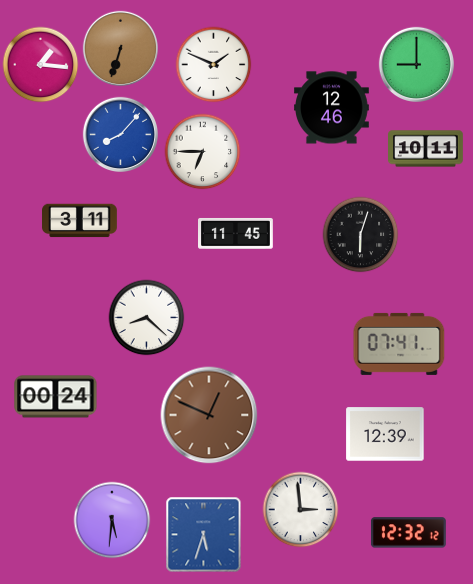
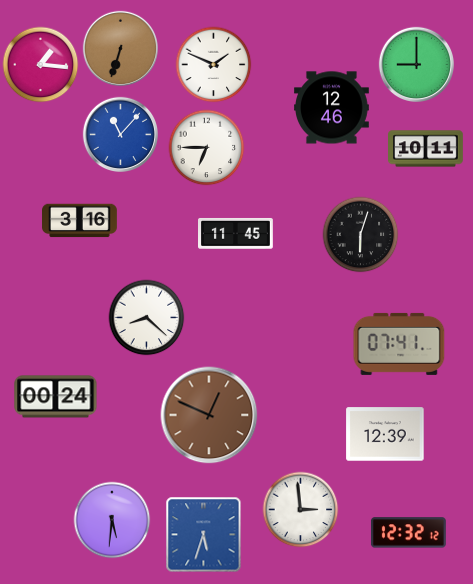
clock at (120, 134): 8:07 -> 11:07
clock at (203, 152) position: (203, 152) -> (207, 148)
clock at (80, 221): 3:11 -> 3:16
